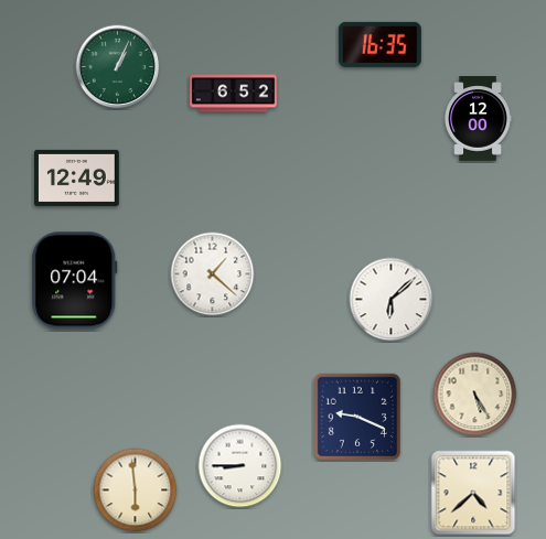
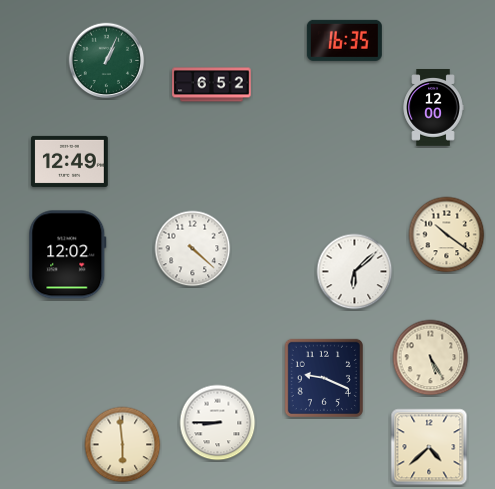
clock at (447, 235): none -> 10:21
clock at (213, 274): 1:22 -> 4:22
clock at (75, 281): 07:04 -> 12:02
